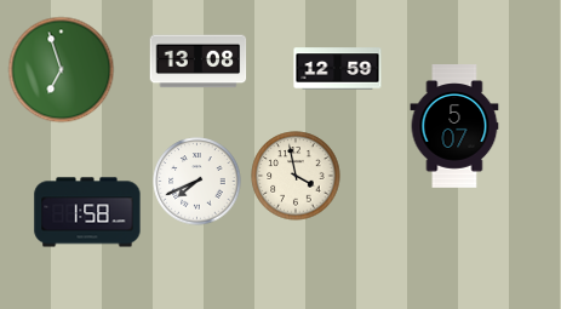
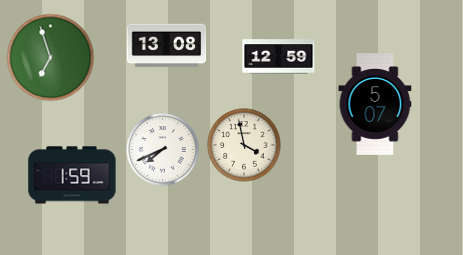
clock at (199, 62) position: (199, 62) -> (167, 46)
clock at (87, 212): 1:58 -> 1:59
